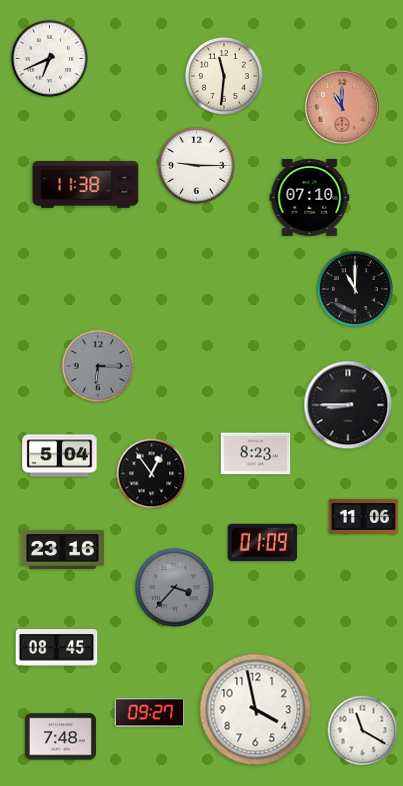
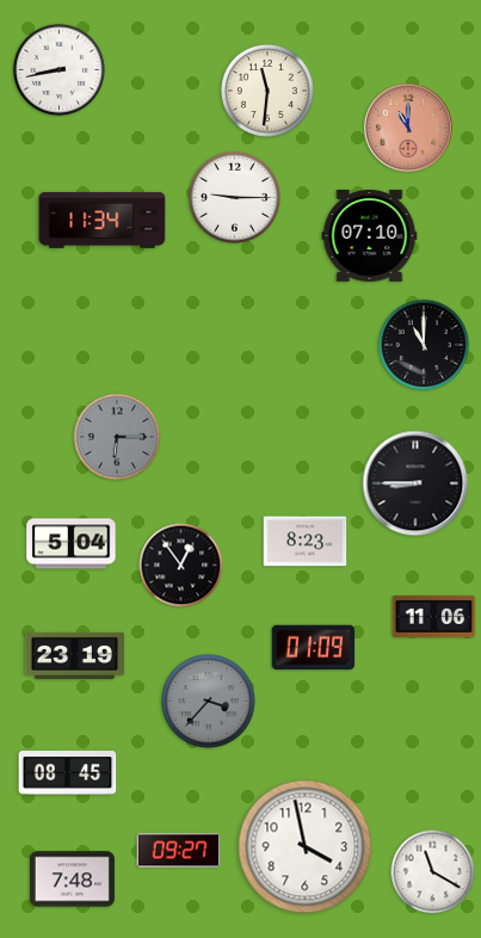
clock at (49, 58): 6:41 -> 8:43
clock at (86, 184): 11:38 -> 11:34
clock at (62, 549): 23:16 -> 23:19
